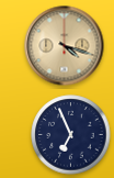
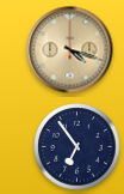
clock at (71, 135): 6:56 -> 6:54
